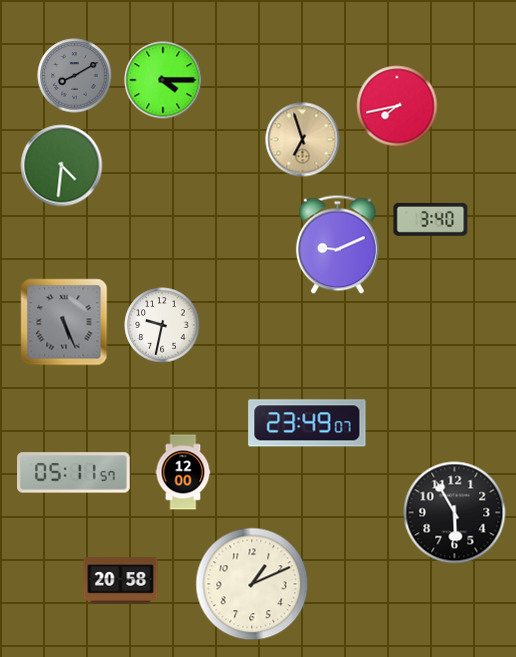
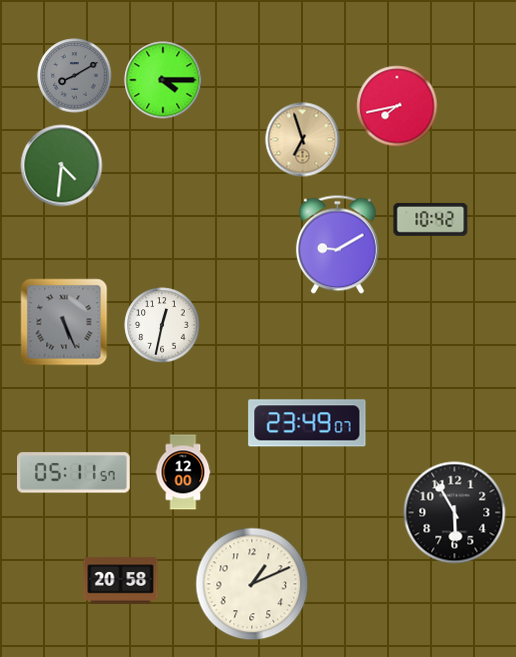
clock at (431, 219): 3:40 -> 10:42
clock at (337, 245): 9:11 -> 9:10
clock at (162, 325): 9:32 -> 12:32
